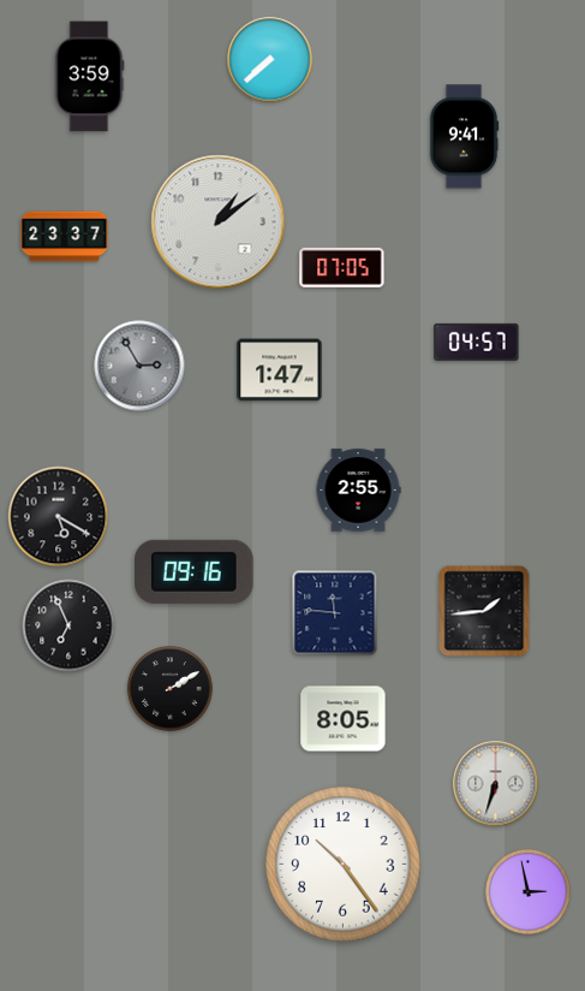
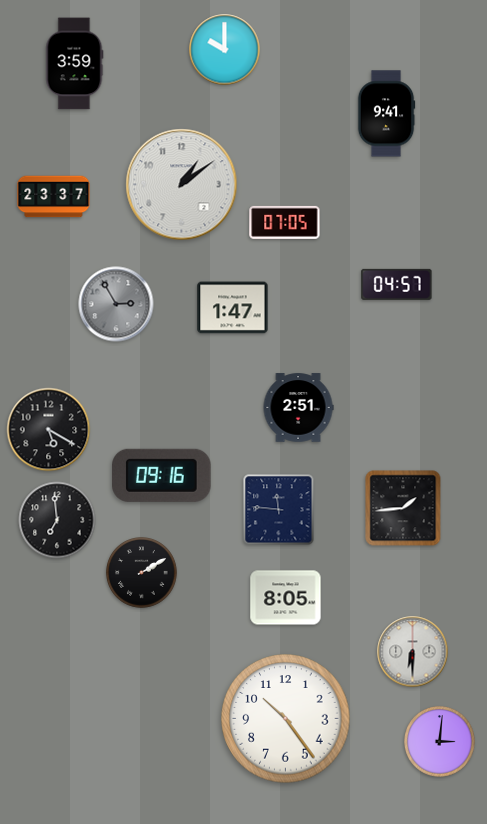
clock at (270, 60): 7:38 -> 10:00
clock at (358, 491): 2:55 -> 2:51
clock at (68, 625): 6:56 -> 6:59
clock at (496, 784): 6:33 -> 6:30
clock at (529, 892): 2:58 -> 3:01
